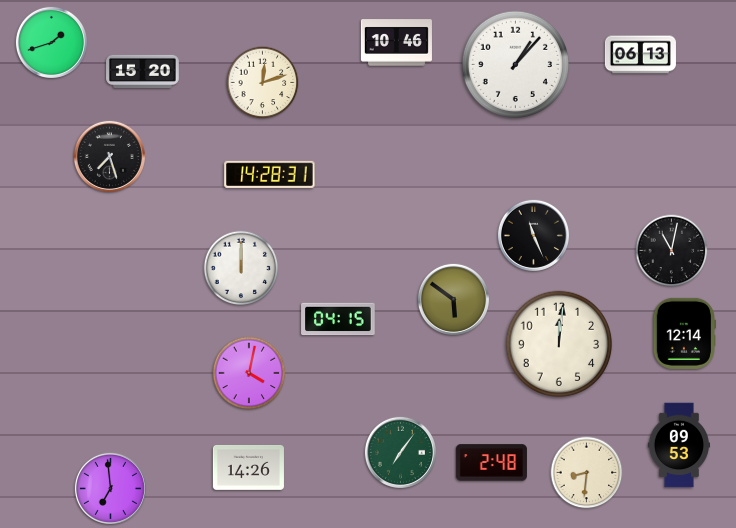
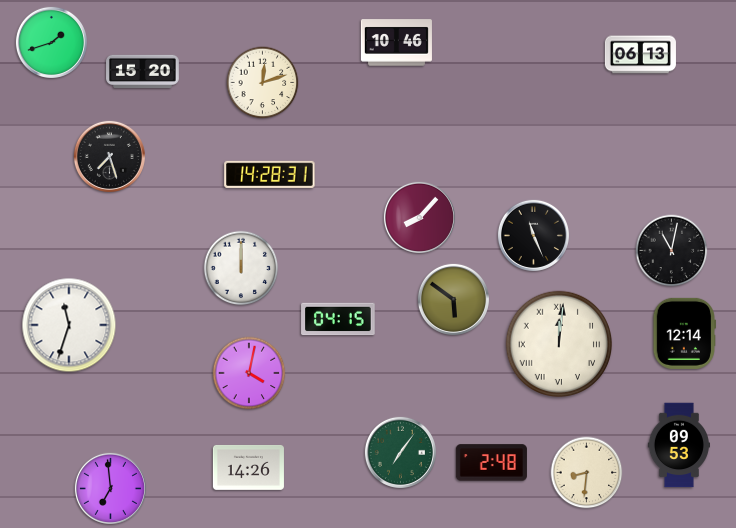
clock at (515, 64): 1:07 -> none
clock at (419, 217): none -> 8:07
clock at (69, 325): none -> 11:33
clock at (559, 344) numerals: Arabic -> Roman
